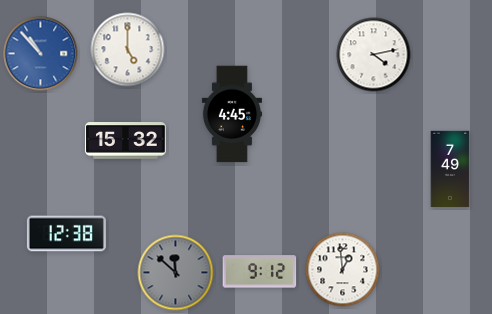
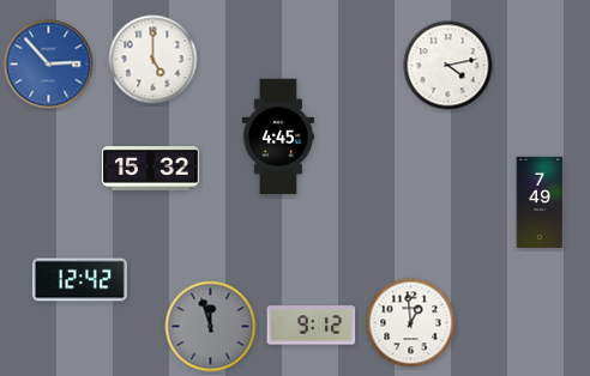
clock at (41, 54): 10:53 -> 2:53
clock at (66, 234): 12:38 -> 12:42
clock at (176, 273): 11:52 -> 11:57
